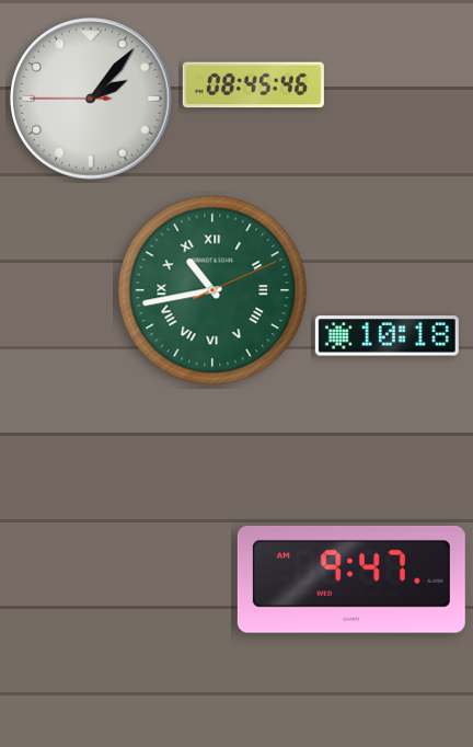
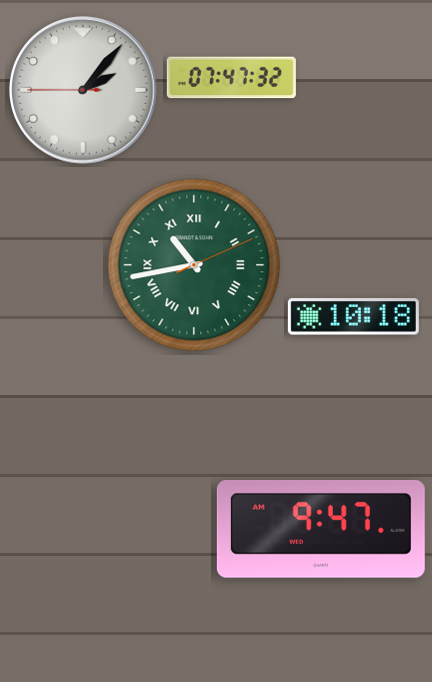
clock at (253, 85): 08:45 -> 07:47
clock at (387, 336) position: (387, 336) -> (353, 317)
